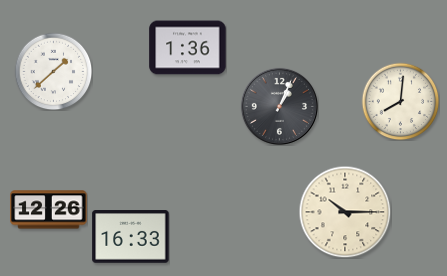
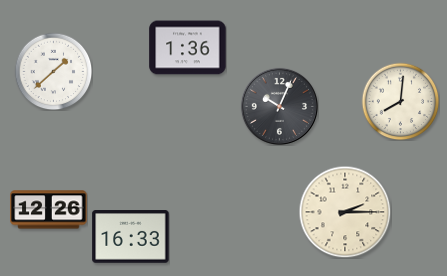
clock at (279, 106): 1:04 -> 10:04
clock at (345, 212): 10:15 -> 2:15
